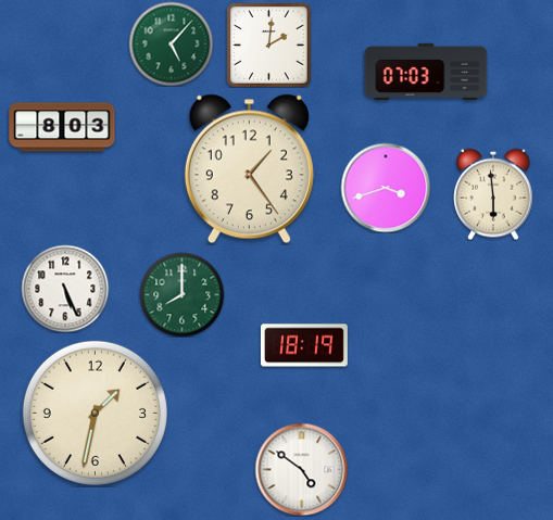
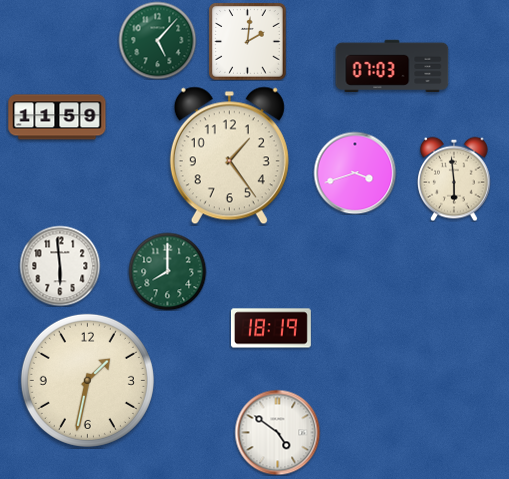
clock at (62, 127): 8:03 -> 11:59
clock at (65, 289): 5:26 -> 5:59
clock at (304, 345) position: (304, 345) -> (271, 328)
